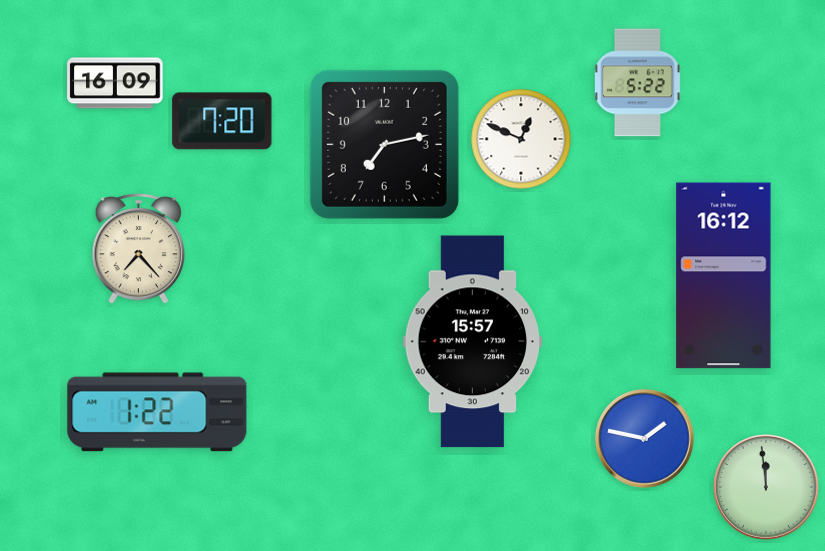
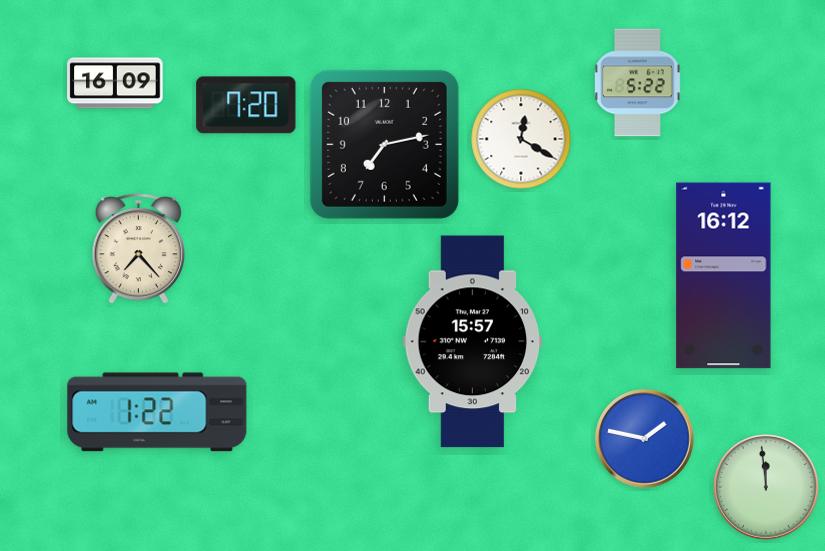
clock at (222, 121) position: (222, 121) -> (246, 105)
clock at (521, 139): 12:49 -> 12:20
